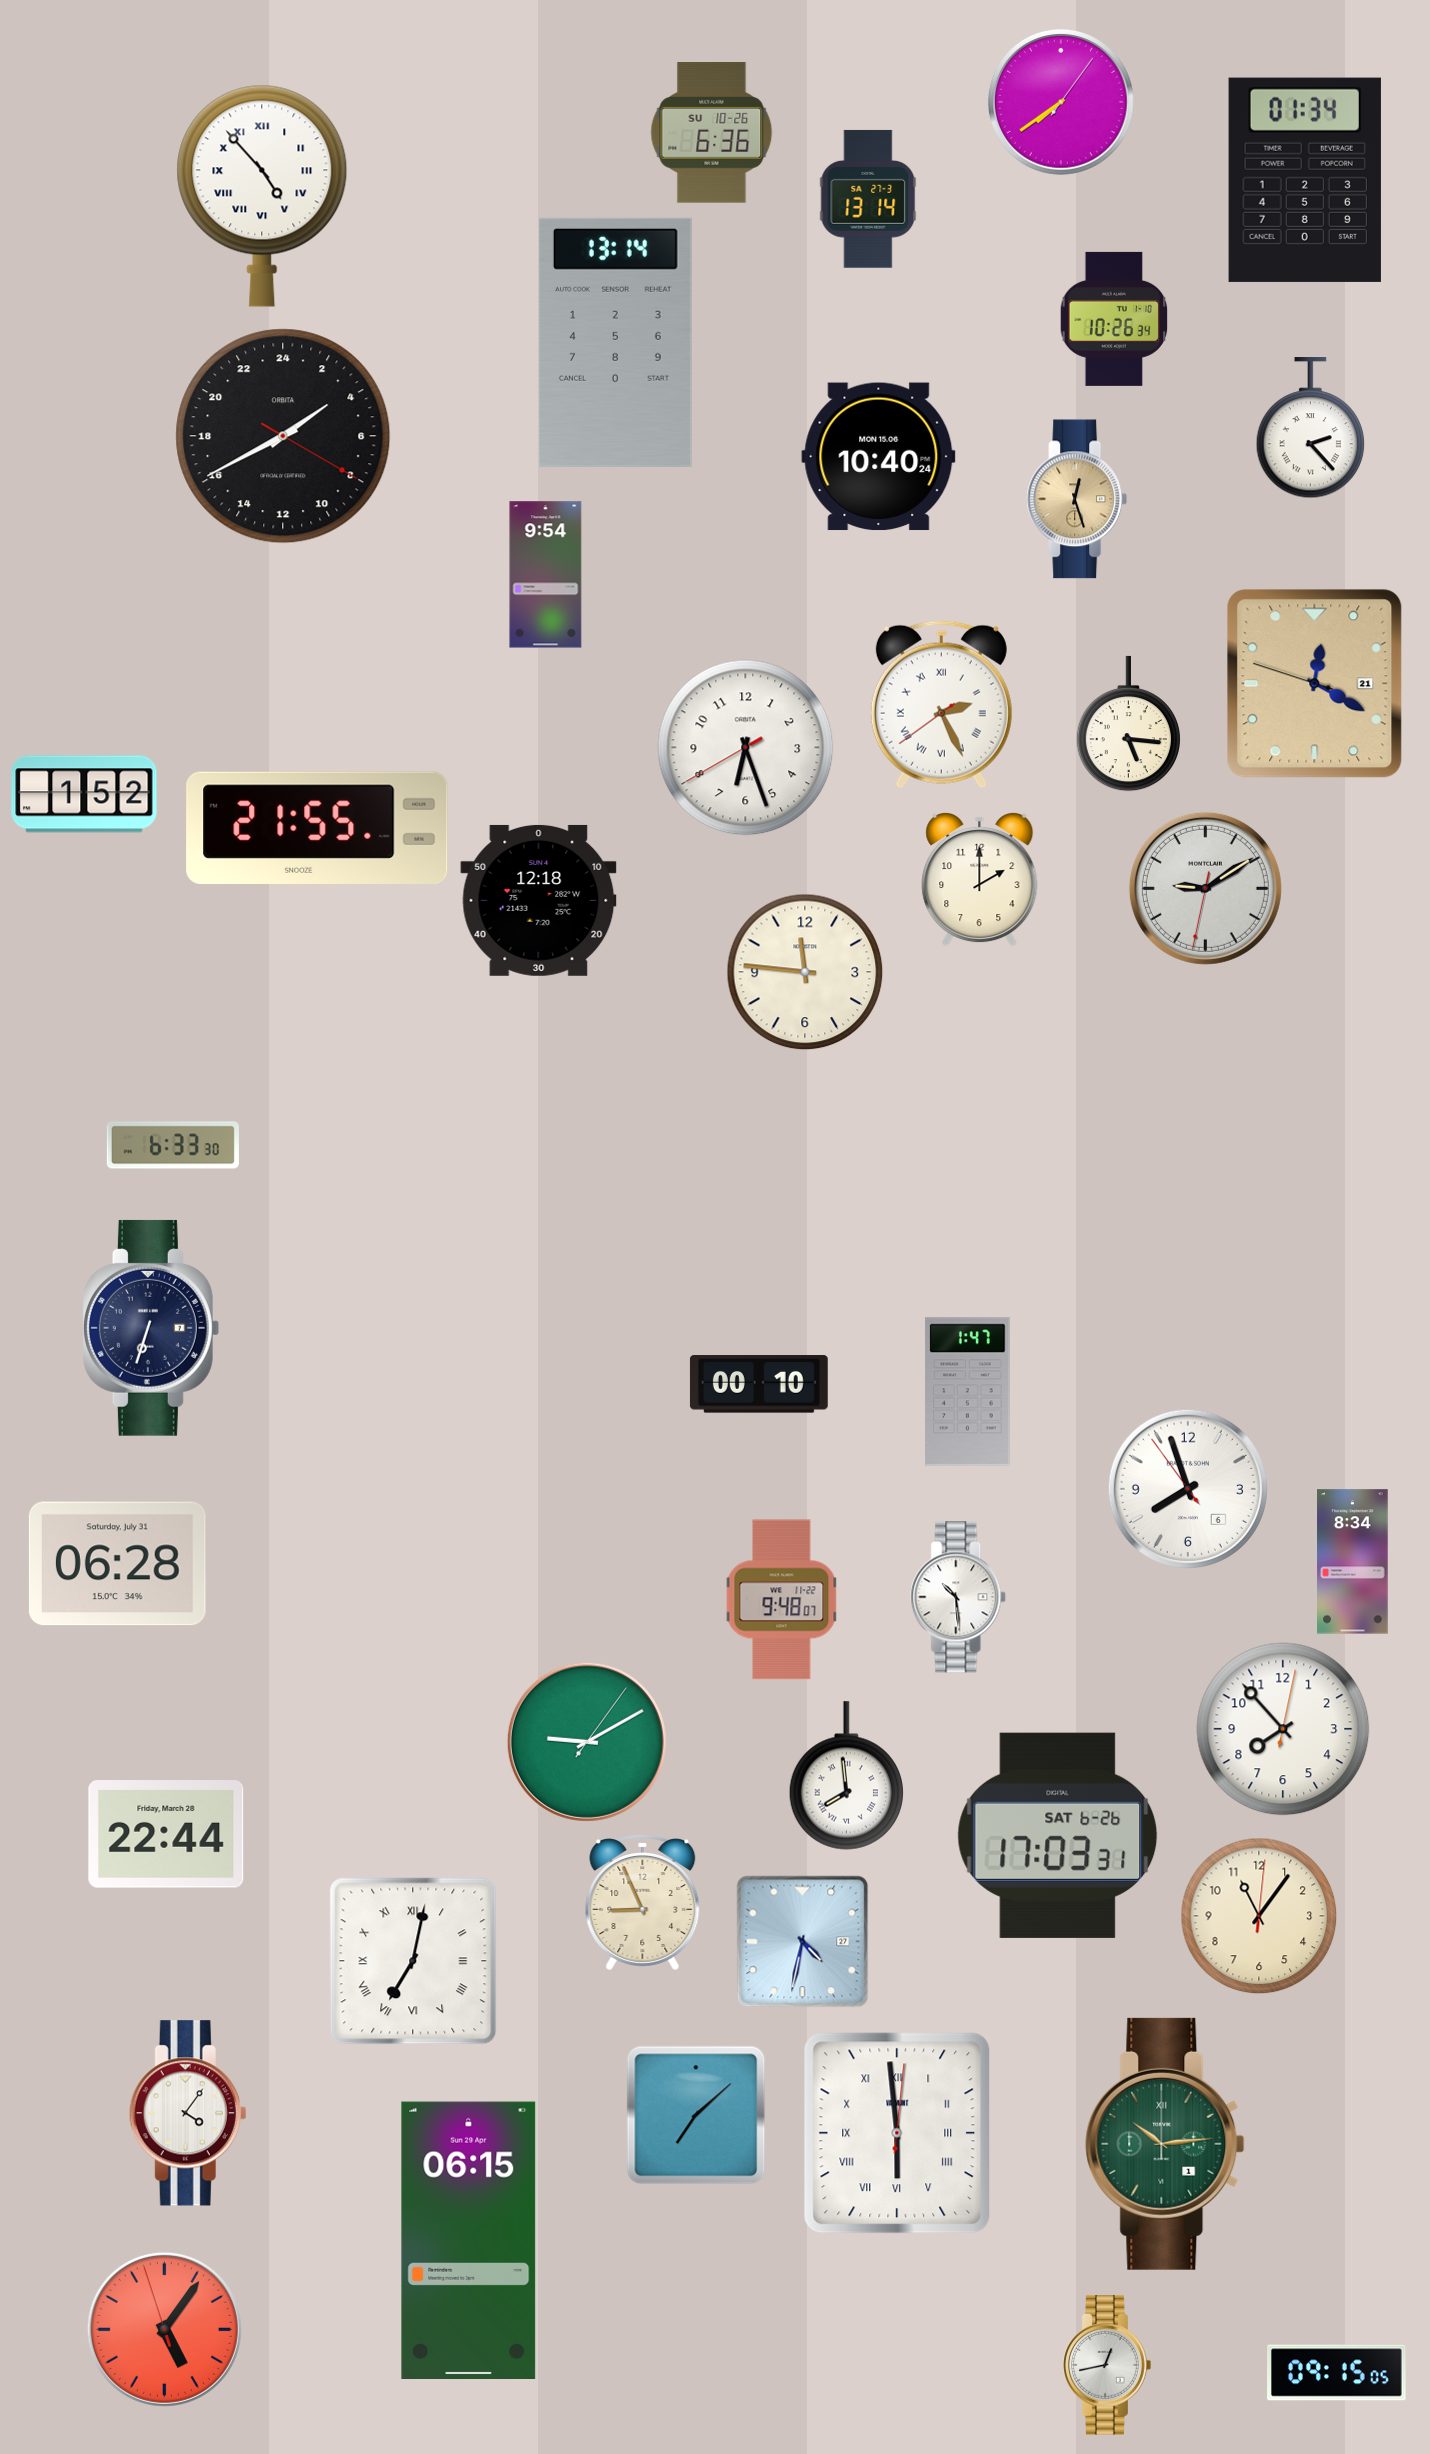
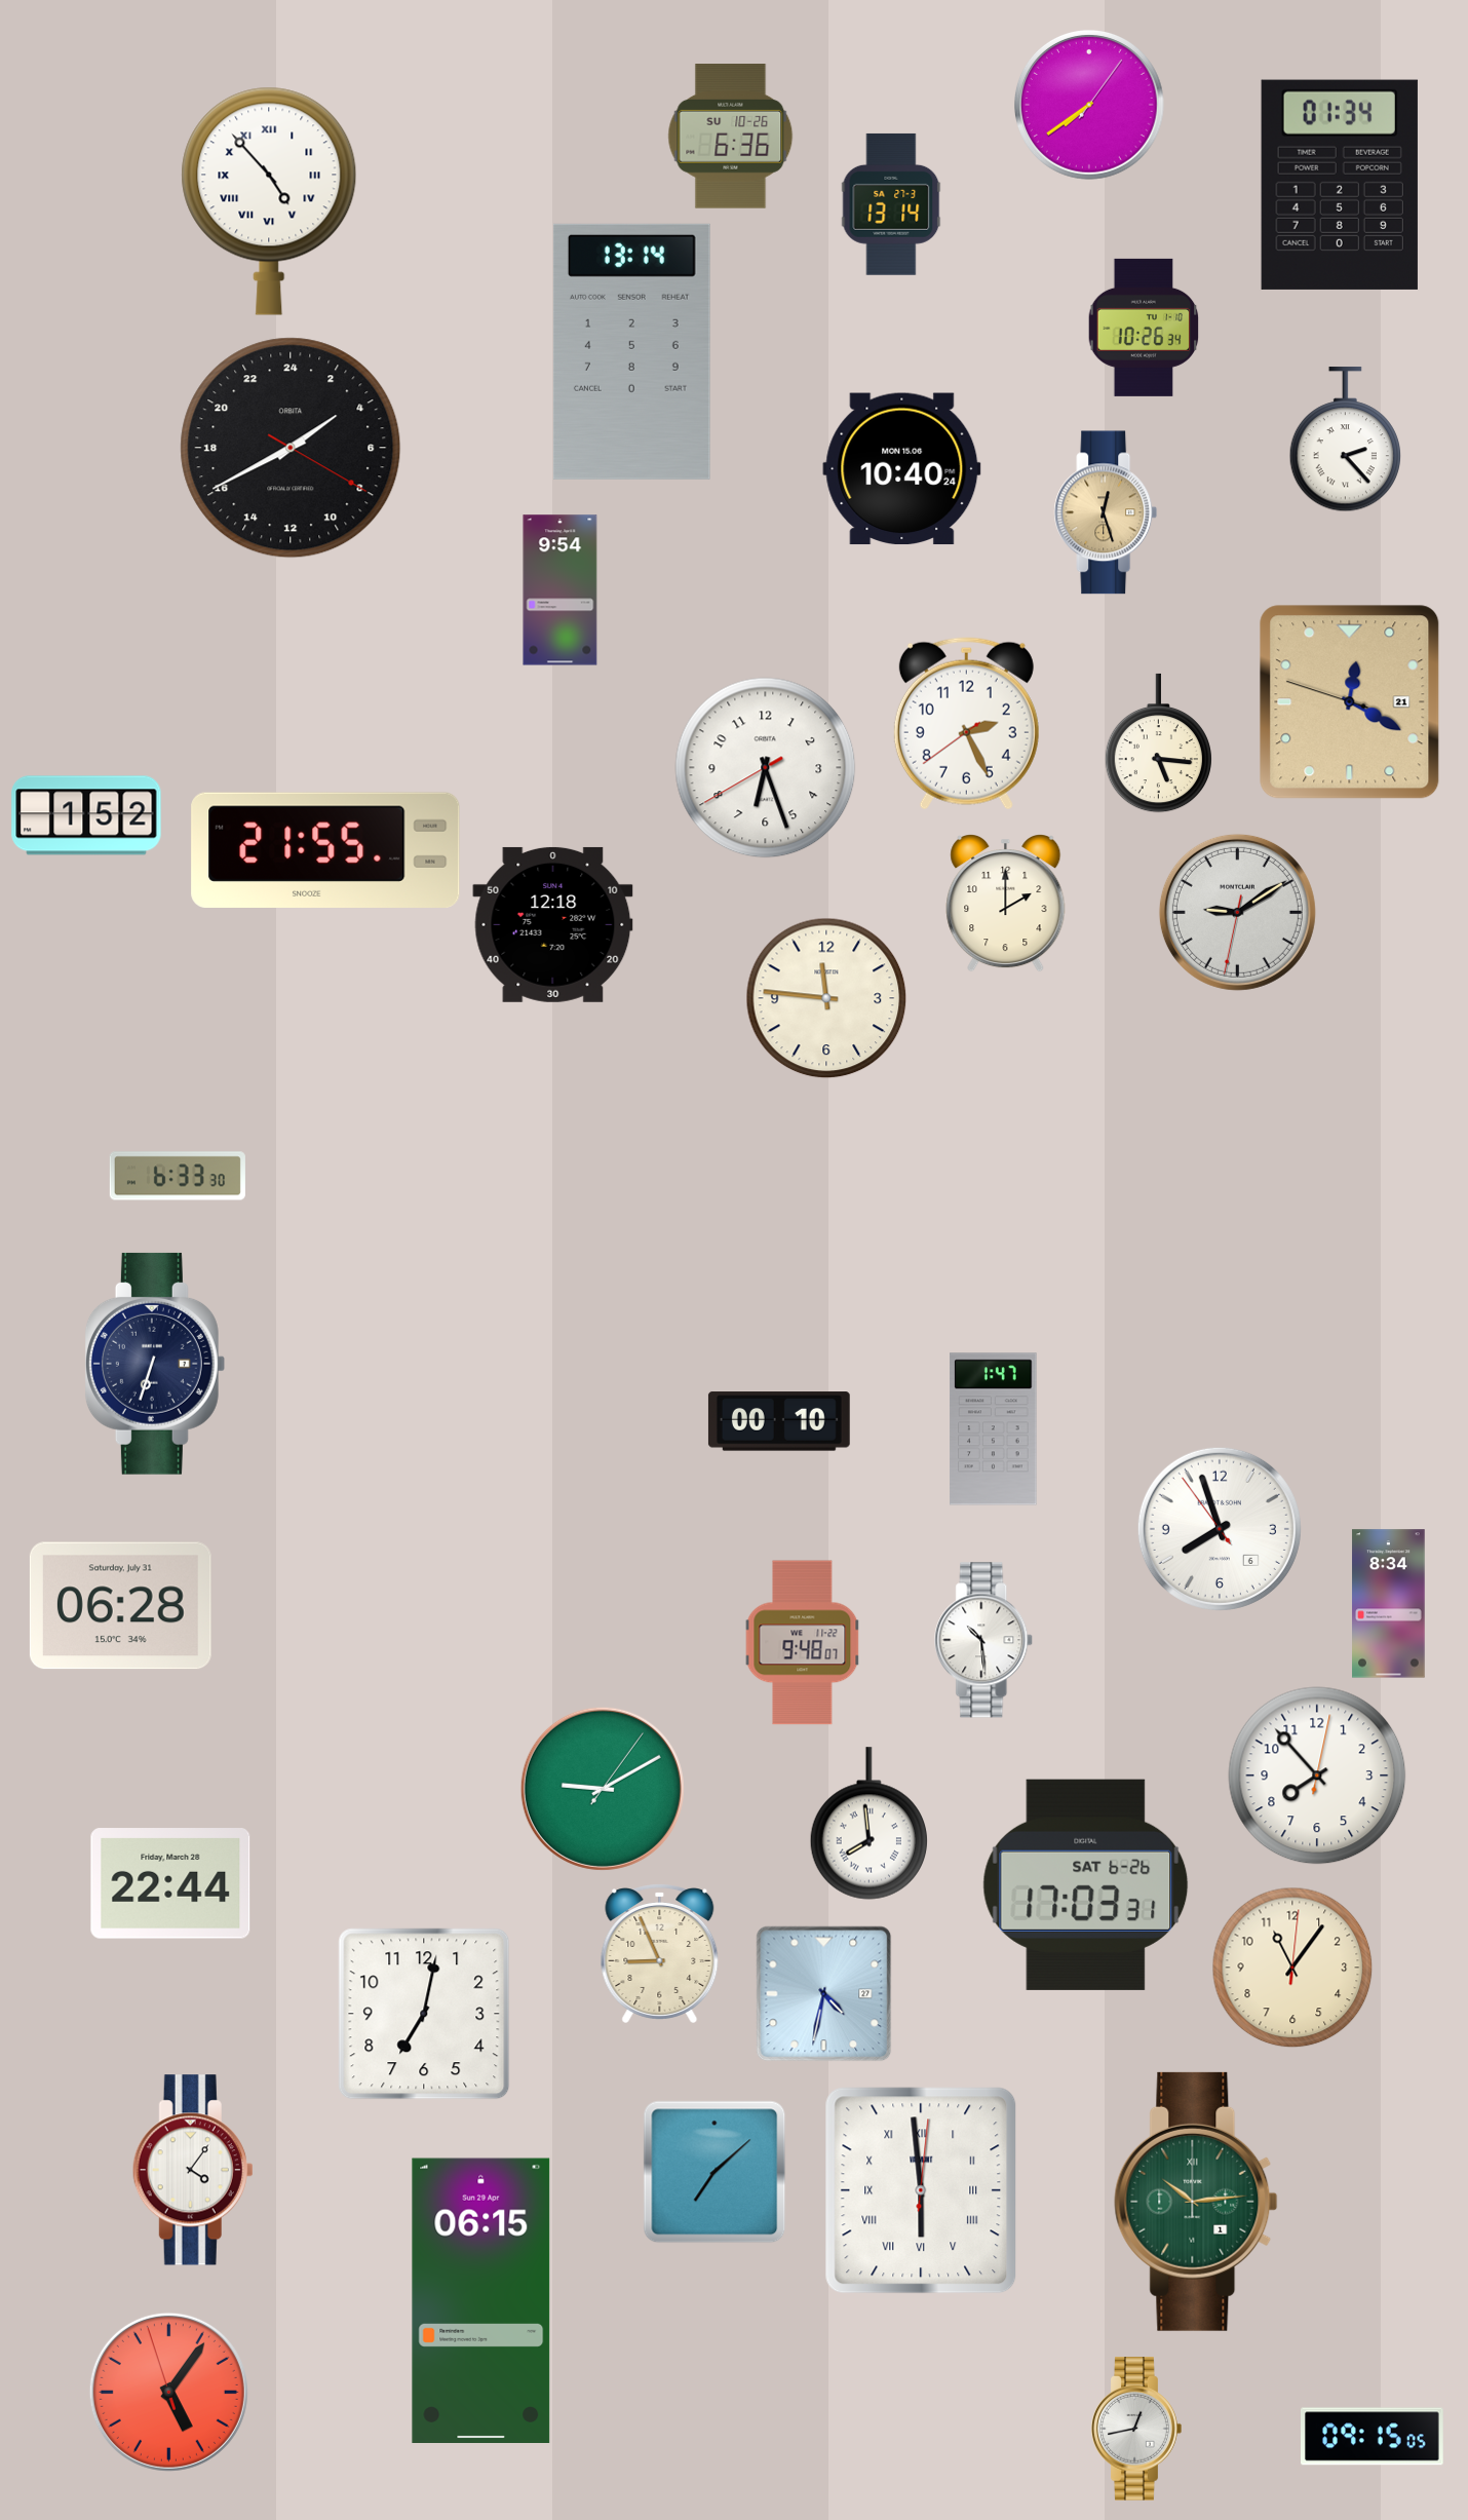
clock at (941, 705) numerals: Roman -> Arabic
clock at (413, 1961) numerals: Roman -> Arabic
